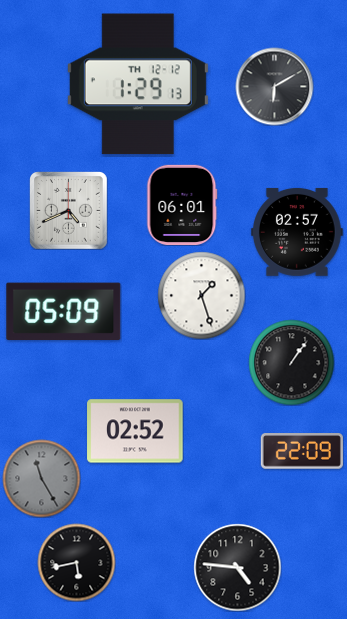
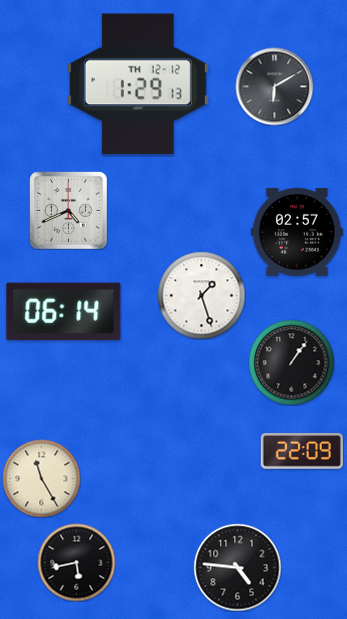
clock at (182, 204): 06:01 -> none
clock at (64, 311): 05:09 -> 06:14
clock at (135, 431): 02:52 -> none
clock at (41, 478) dial: grey -> cream
